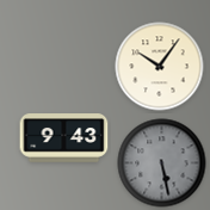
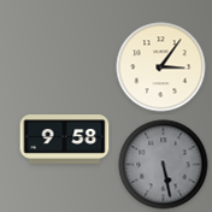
clock at (160, 67): 10:06 -> 3:06
clock at (64, 138): 9:43 -> 9:58
